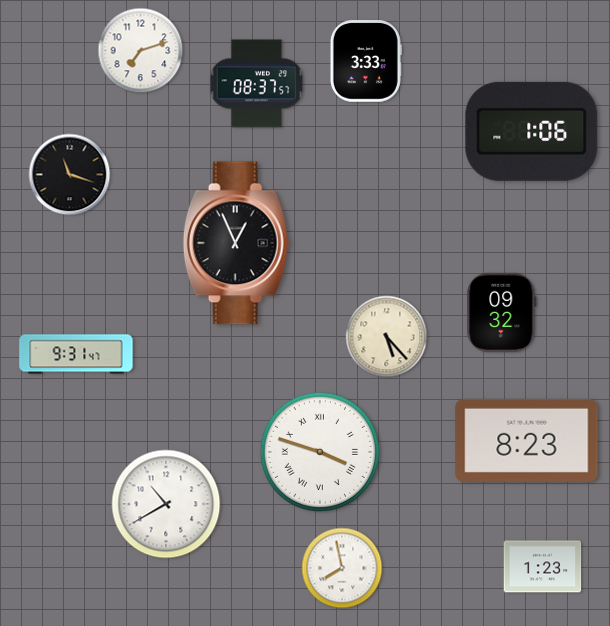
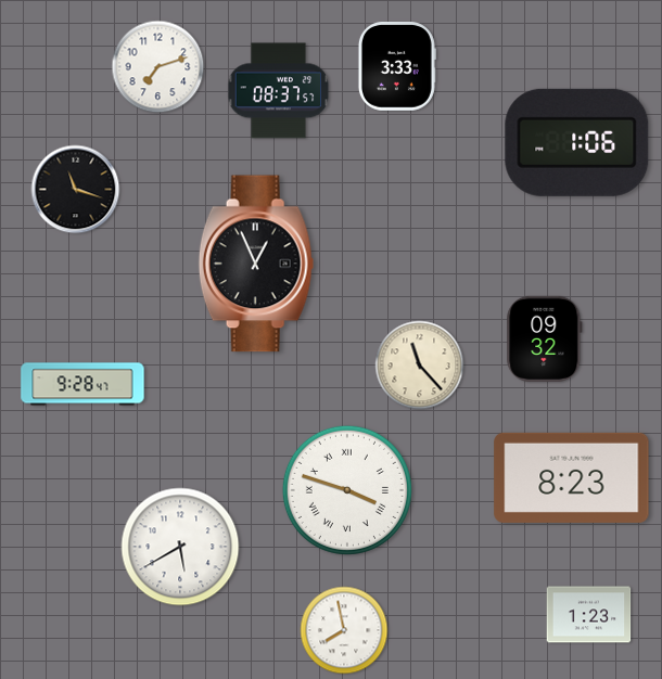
clock at (141, 51) position: (141, 51) -> (158, 67)
clock at (387, 337): 5:23 -> 11:23
clock at (76, 354): 9:31 -> 9:28
clock at (166, 504): 10:40 -> 5:40
clock at (342, 568) position: (342, 568) -> (344, 630)
